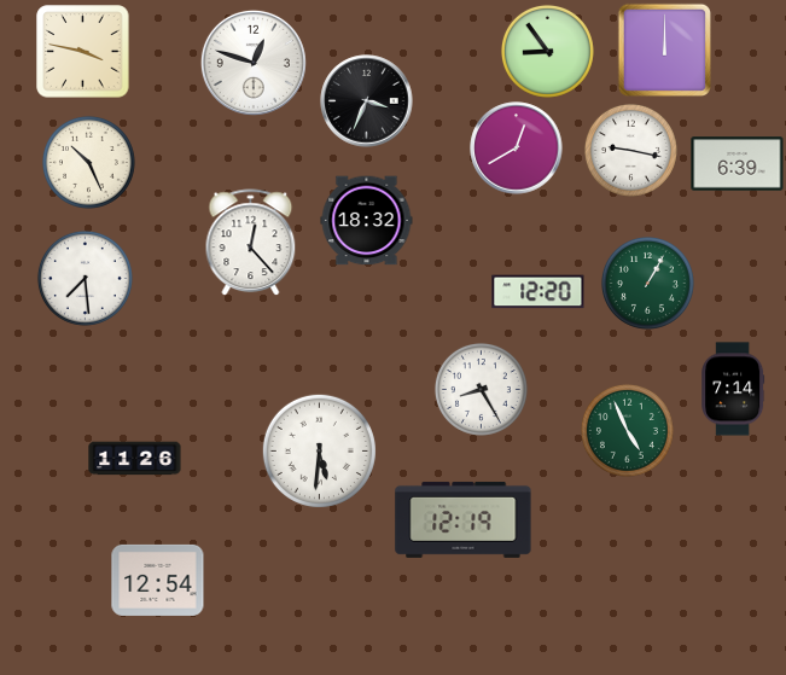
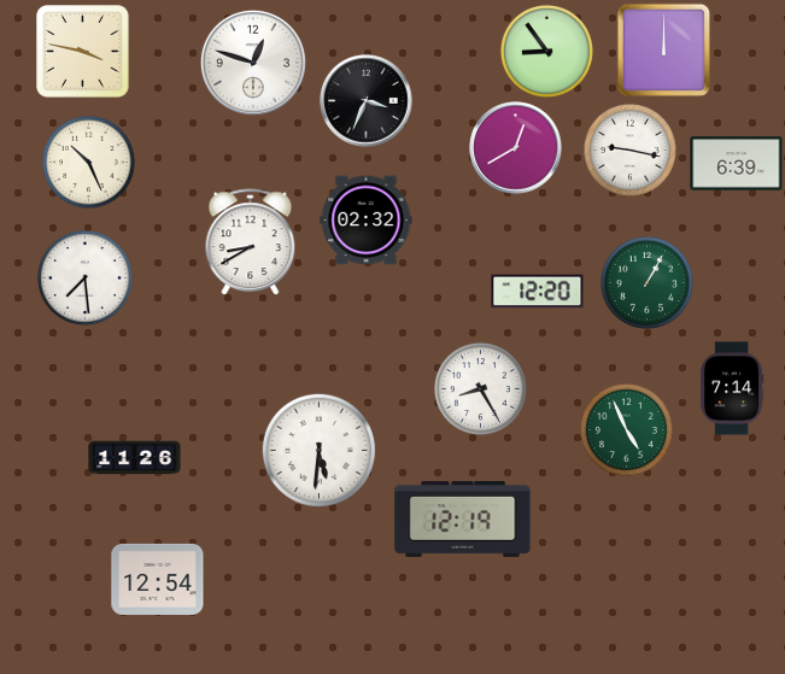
clock at (367, 221): 18:32 -> 02:32
clock at (251, 243): 12:23 -> 8:40
